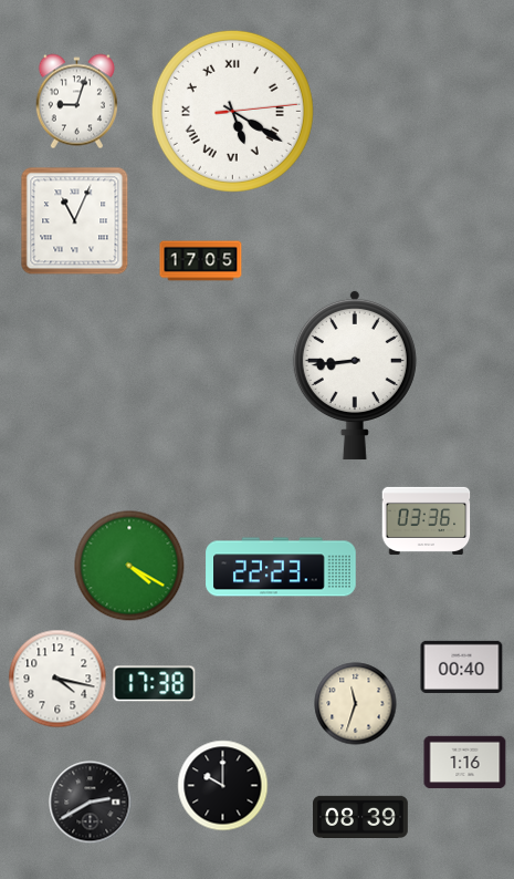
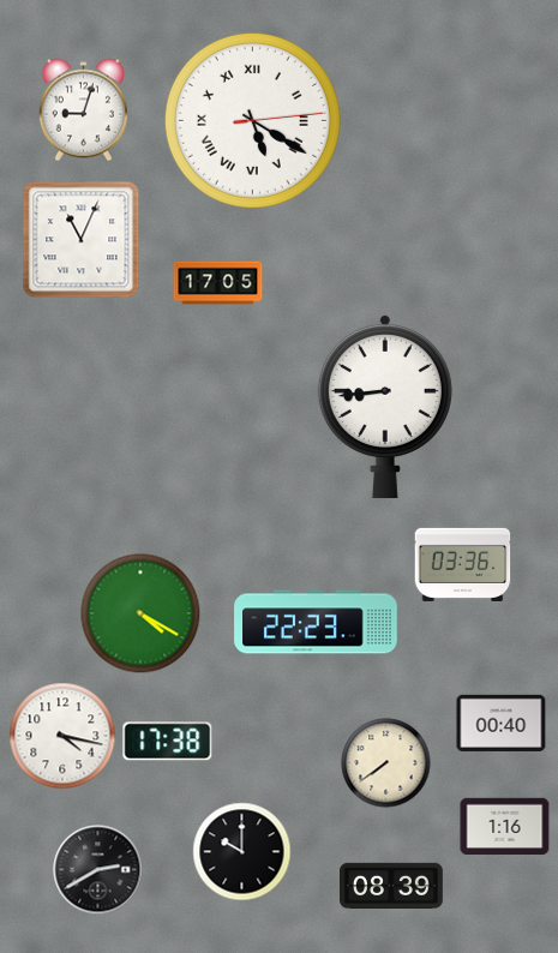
clock at (281, 567) position: (281, 567) -> (316, 622)
clock at (356, 704): 11:33 -> 7:39
